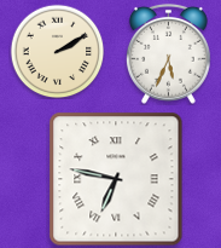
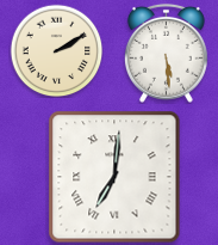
clock at (168, 53): 5:34 -> 5:29
clock at (116, 179): 6:47 -> 7:01
